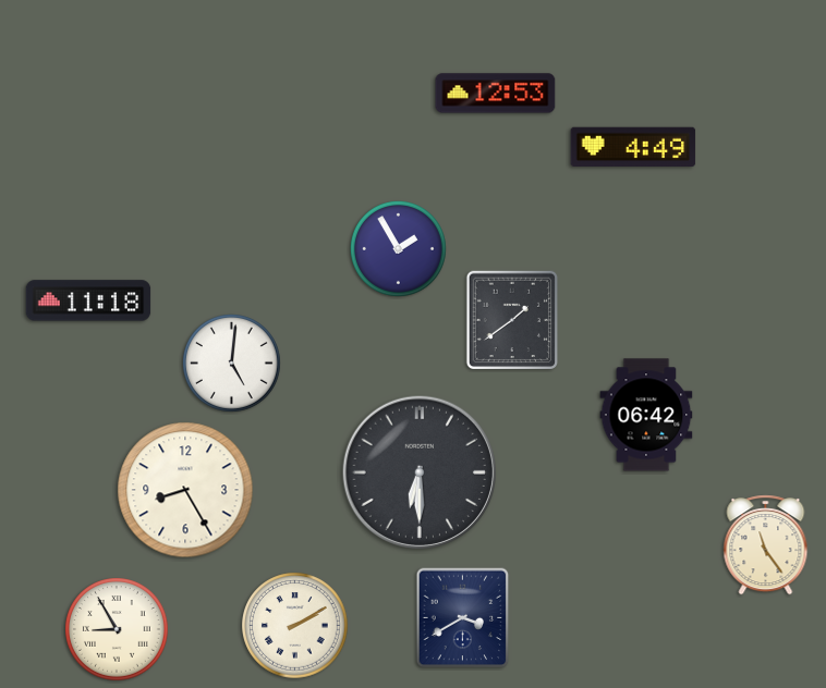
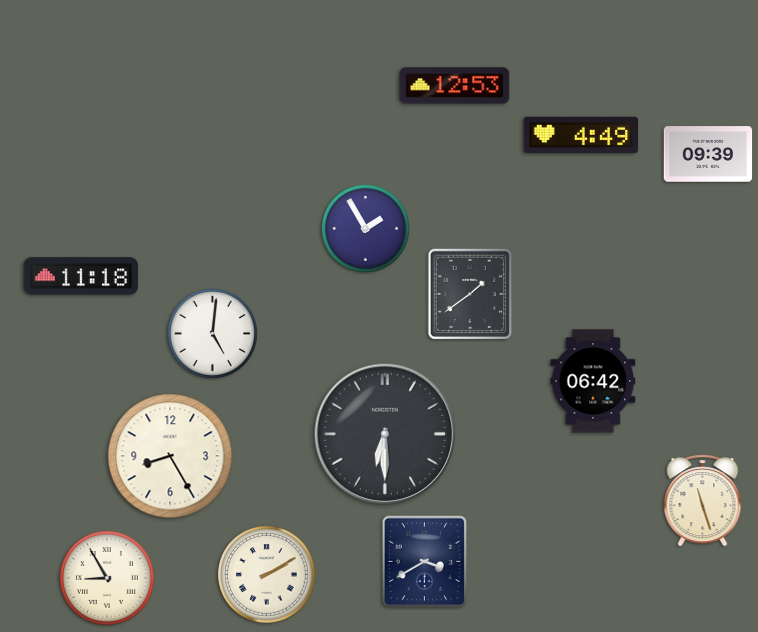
clock at (708, 154): none -> 09:39
clock at (185, 490) position: (185, 490) -> (170, 456)
clock at (766, 545): 11:24 -> 11:27
clock at (463, 618) position: (463, 618) -> (425, 562)
clock at (295, 626) position: (295, 626) -> (267, 575)
